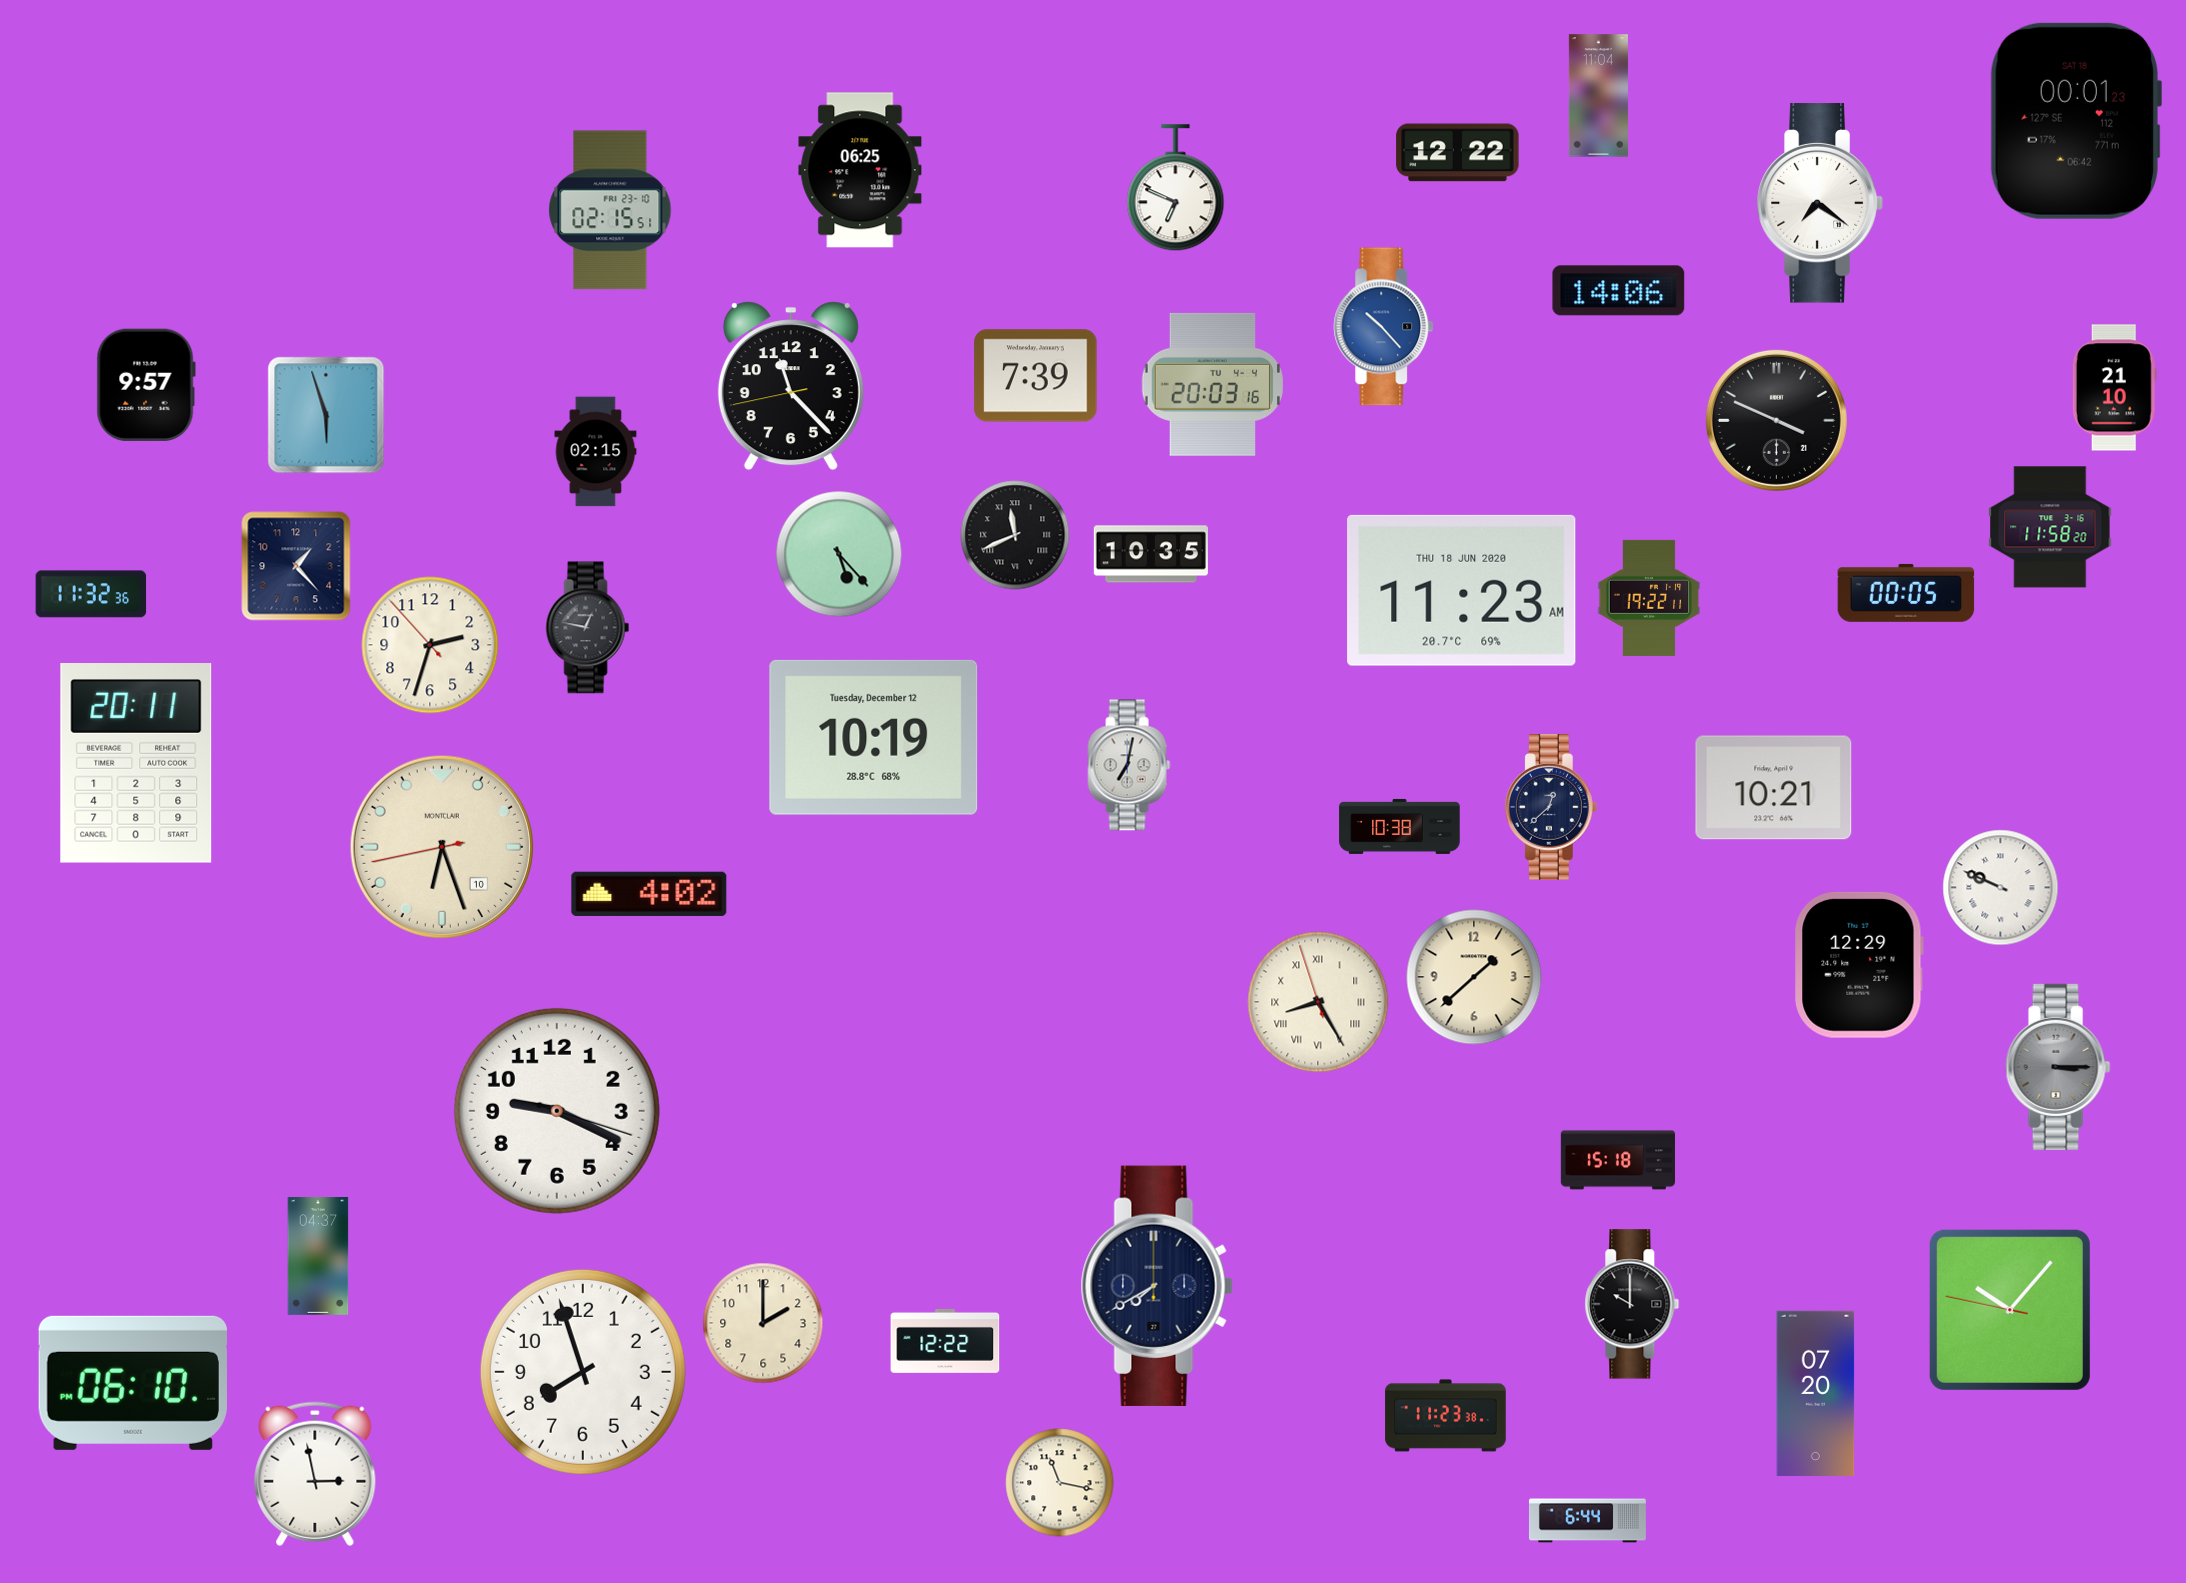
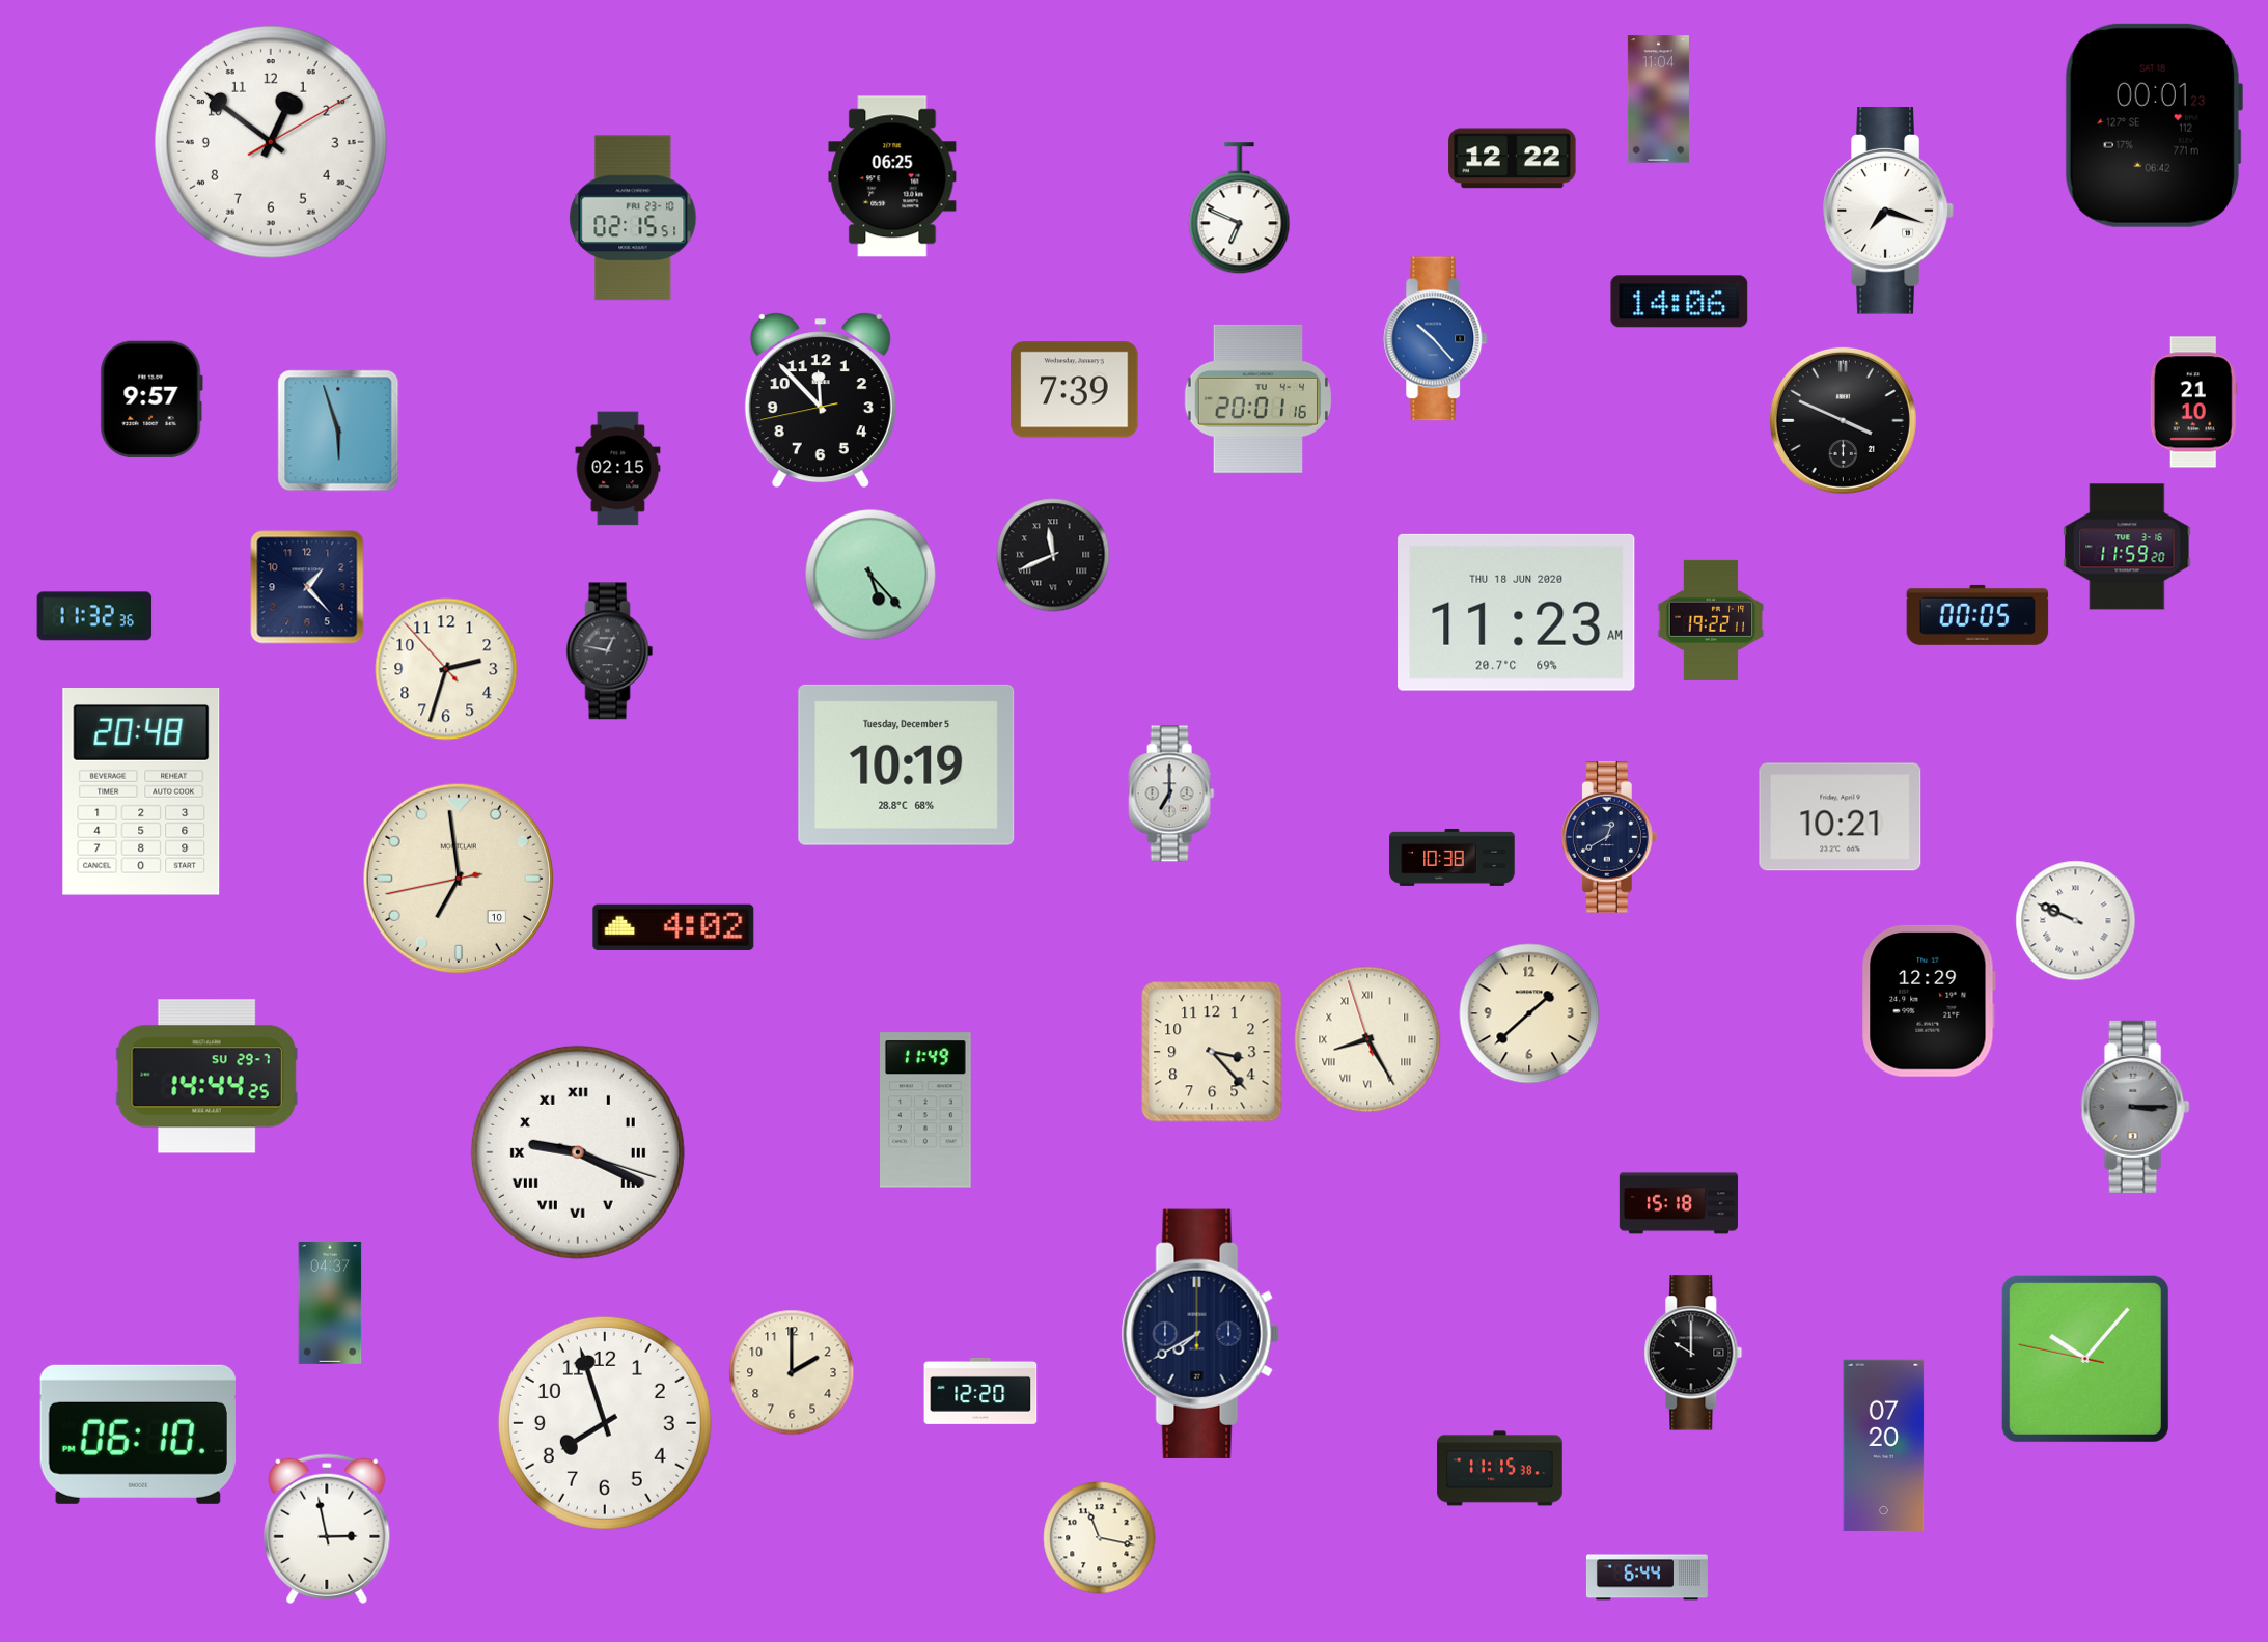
clock at (271, 142): none -> 12:51
clock at (1176, 188) position: (1176, 188) -> (1240, 208)
clock at (1820, 203): 7:21 -> 7:18
clock at (1212, 384): 20:03 -> 20:01
clock at (791, 386): 11:22 -> 11:52
clock at (1776, 420) position: (1776, 420) -> (1843, 420)
clock at (2050, 527): 11:58 -> 11:59
clock at (1151, 554): 10:35 -> none
clock at (874, 737) date: Tuesday, December 12 -> Tuesday, December 5
clock at (136, 764): 20:11 -> 20:48
clock at (1129, 765): 7:02 -> 7:00
clock at (1551, 808): 12:38 -> 12:40
clock at (442, 847): 6:26 -> 6:58
clock at (1212, 1052): none -> 3:23
clock at (206, 1077): none -> 14:44
clock at (925, 1110): none -> 11:49
clock at (557, 1111) numerals: Arabic -> Roman
clock at (945, 1341): 12:22 -> 12:20
clock at (1446, 1416): 11:23 -> 11:15
